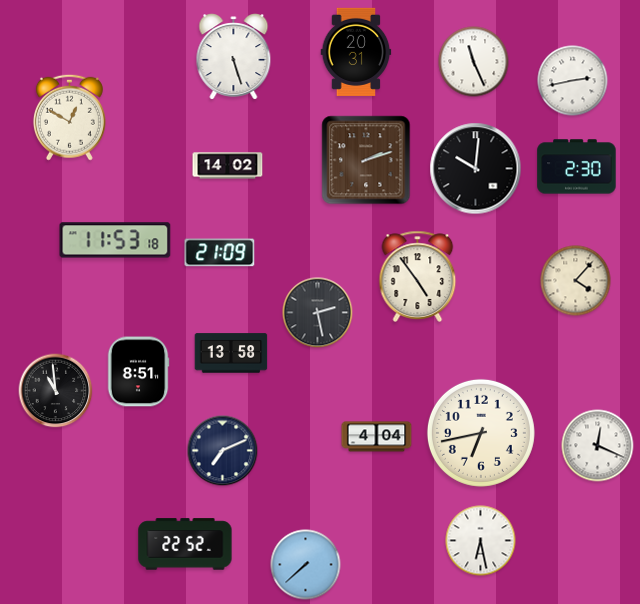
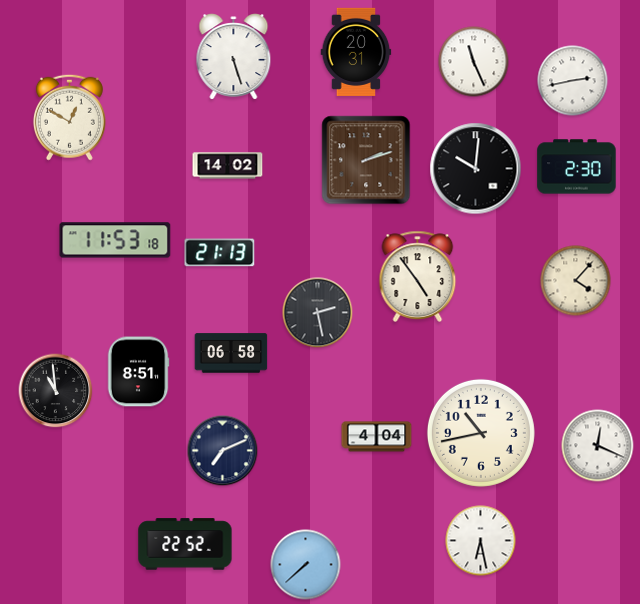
clock at (220, 253): 21:09 -> 21:13
clock at (231, 353): 13:58 -> 06:58
clock at (481, 433): 6:43 -> 10:43
